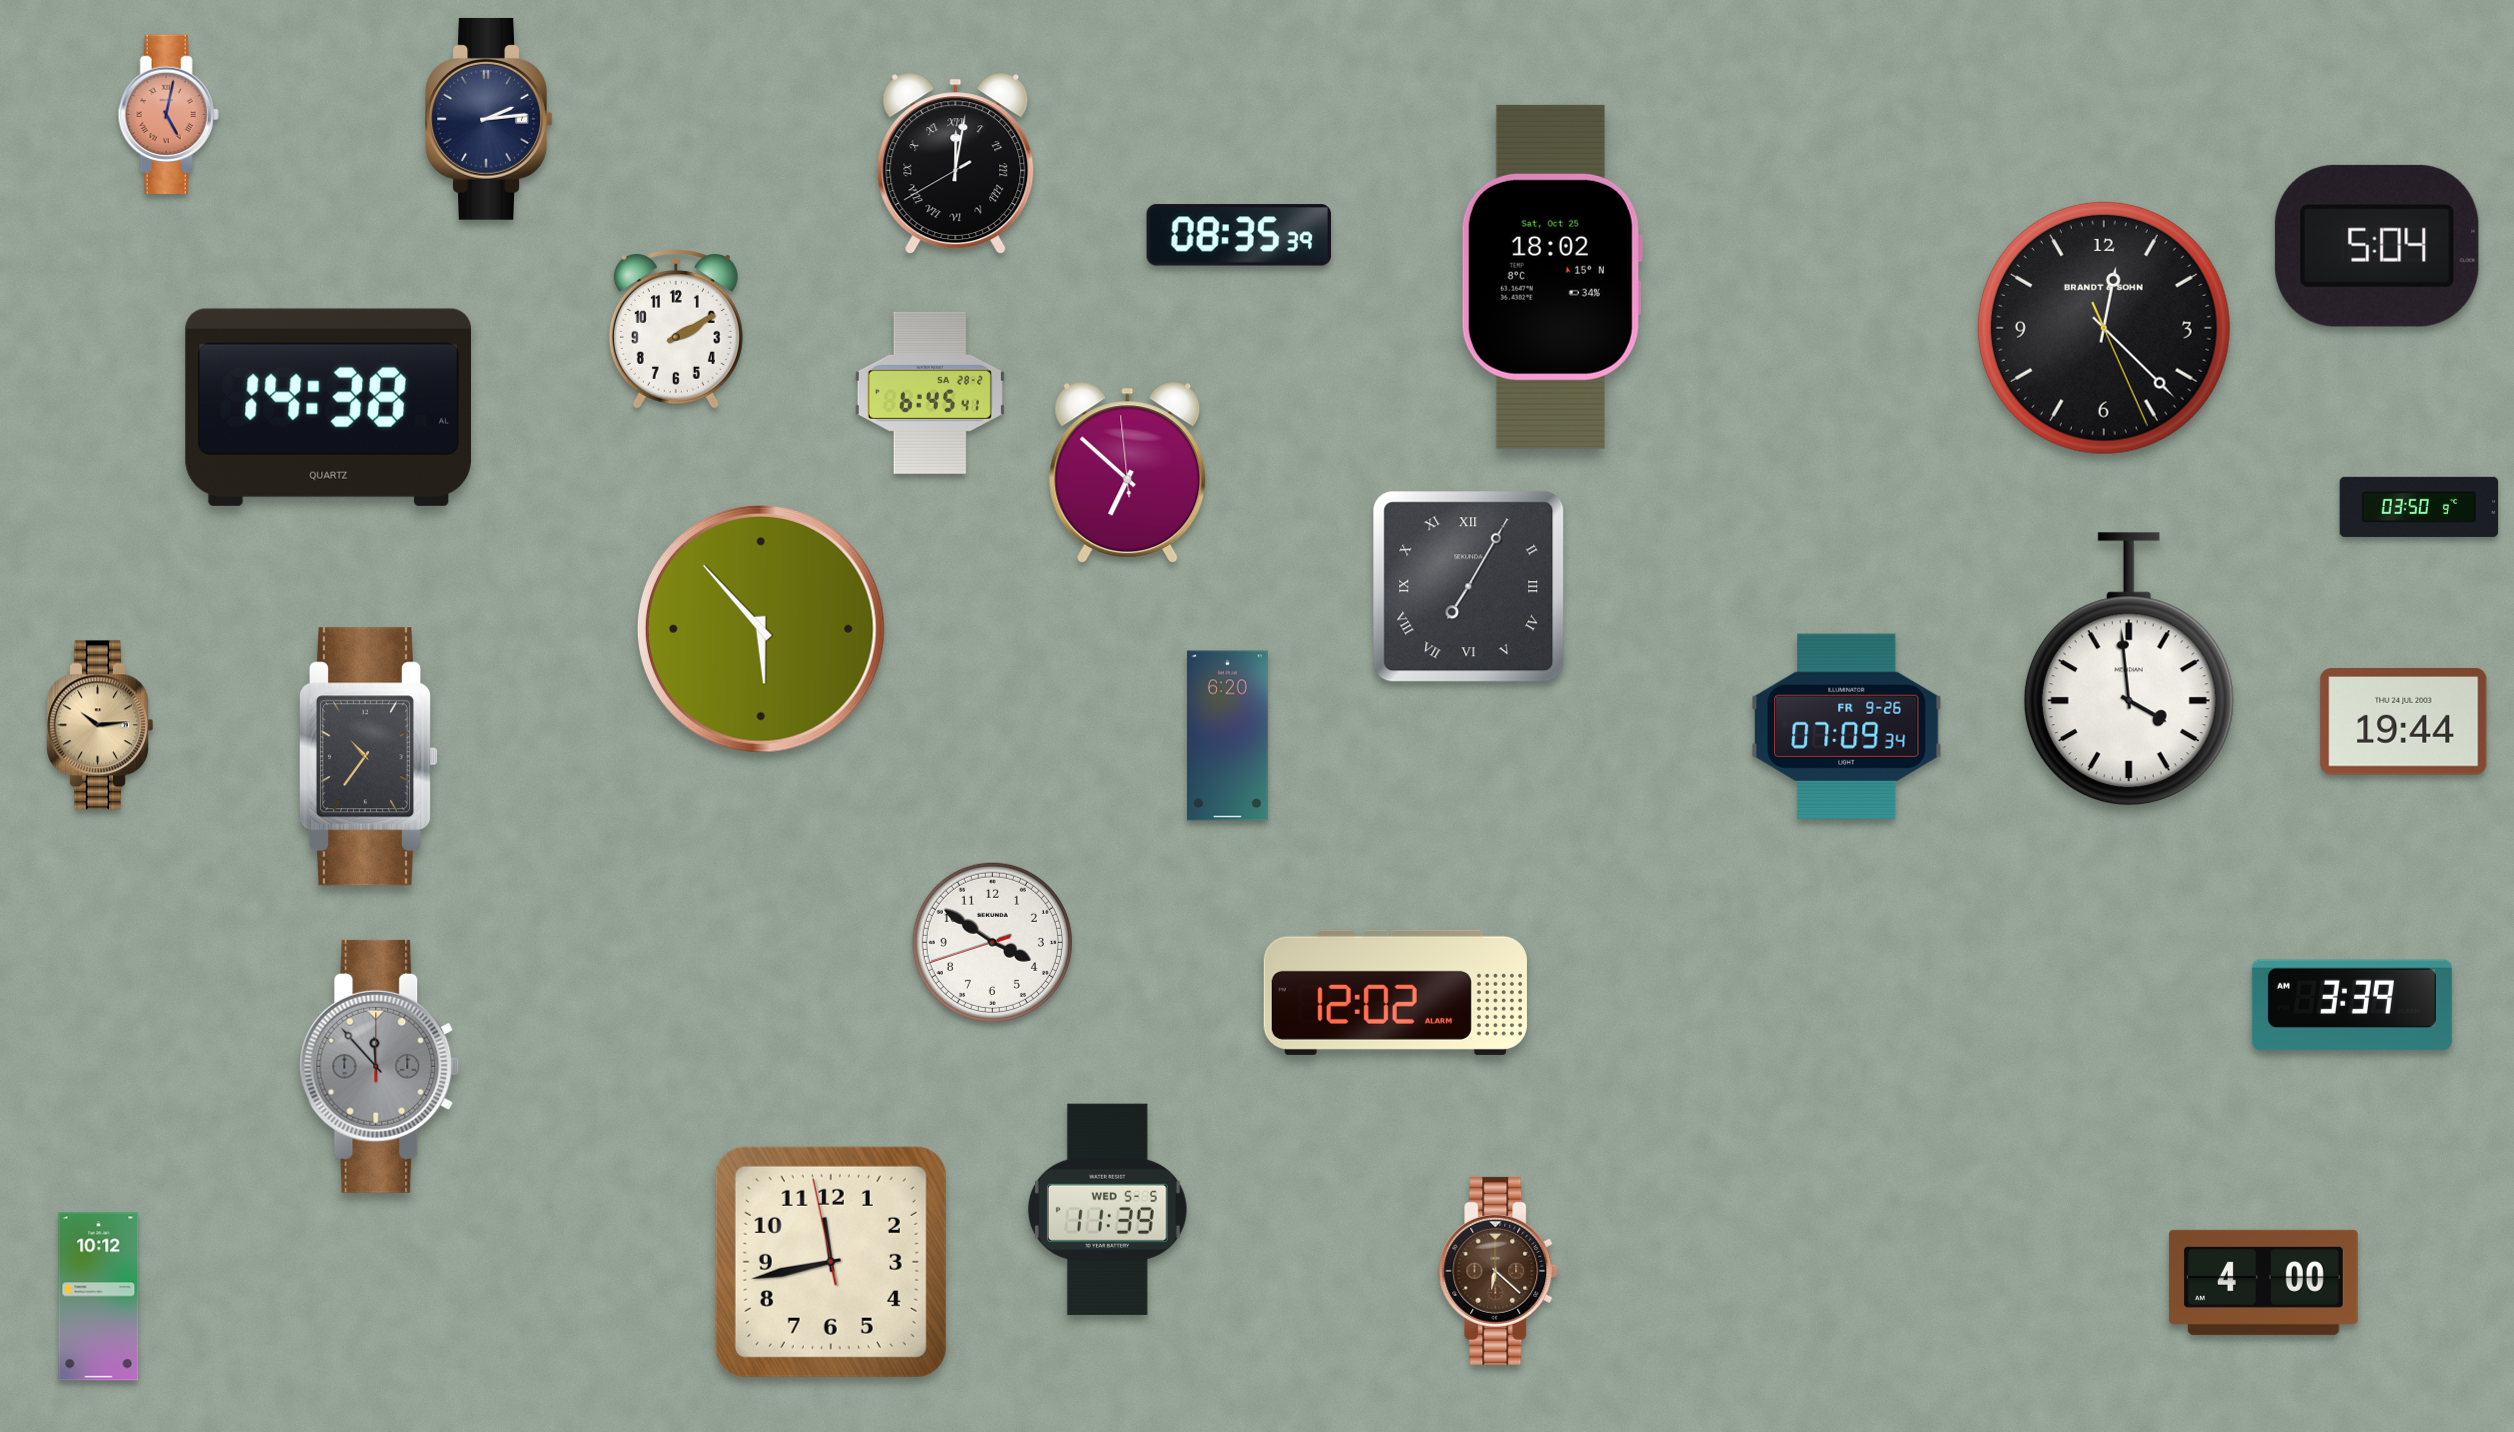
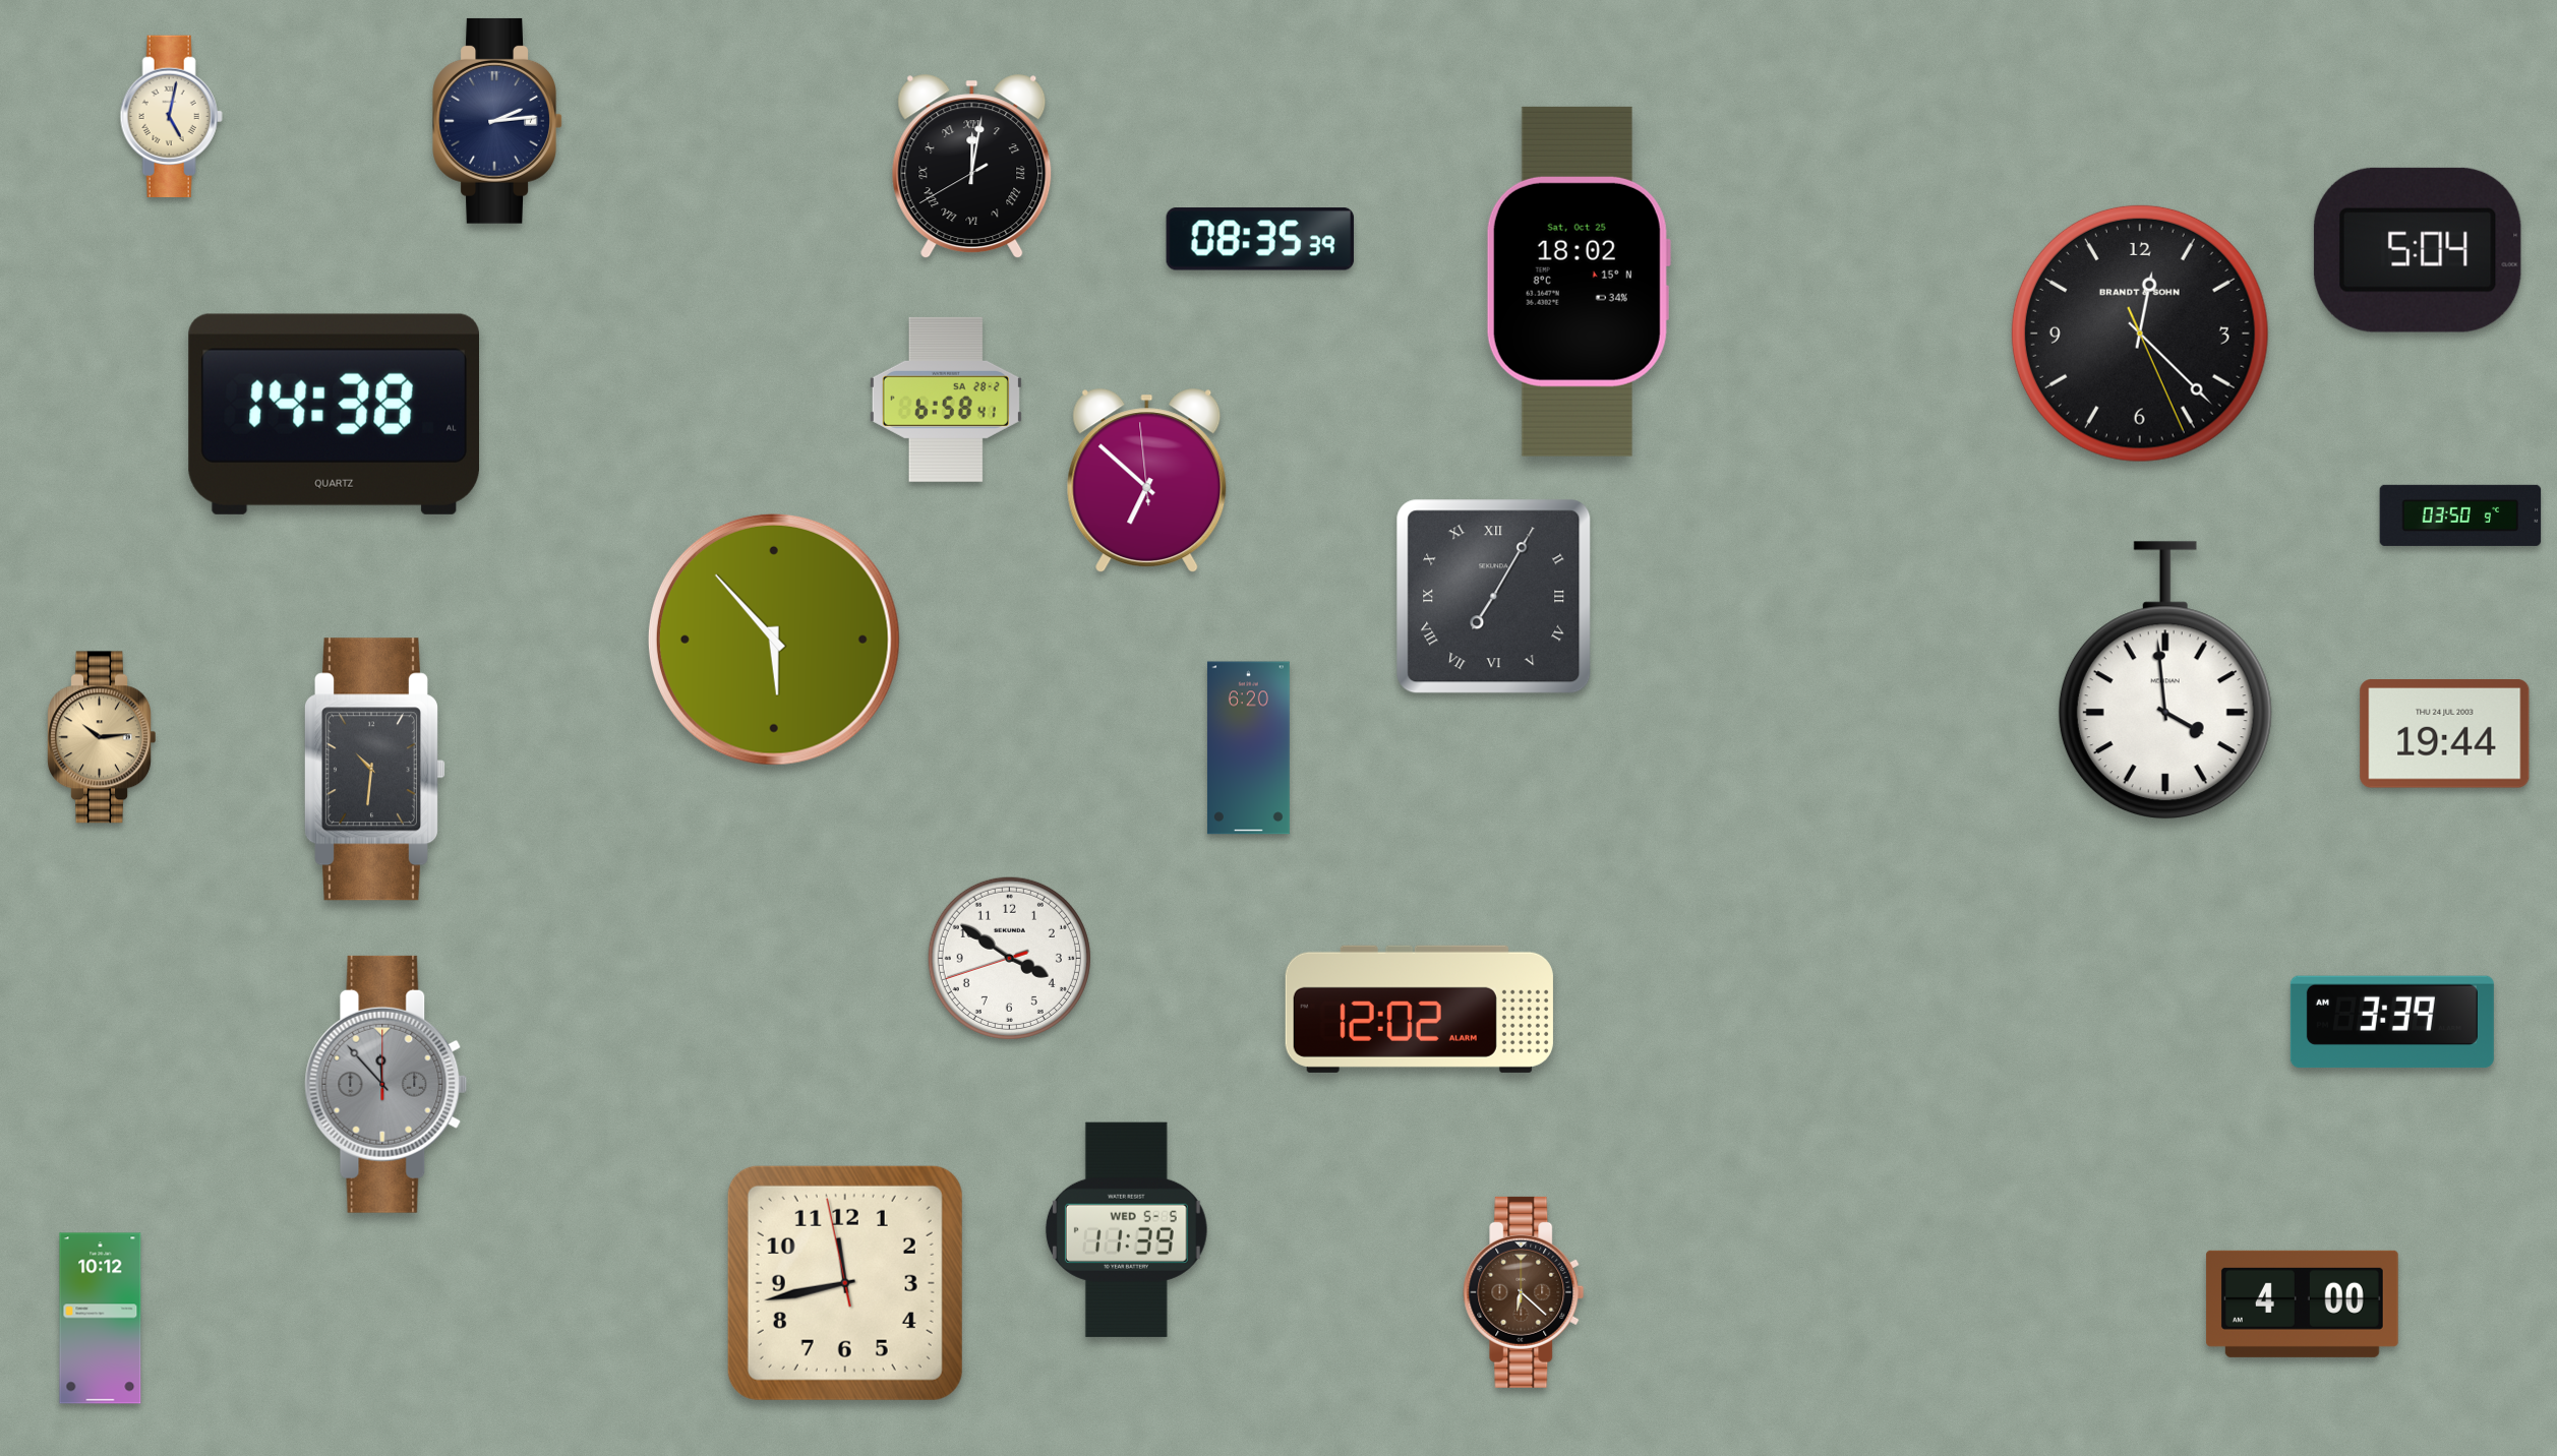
clock at (168, 114) dial: salmon -> cream
clock at (676, 329): 2:10 -> none
clock at (930, 393): 6:45 -> 6:58
clock at (1847, 726): 07:09 -> none
clock at (368, 757): 10:36 -> 10:31
